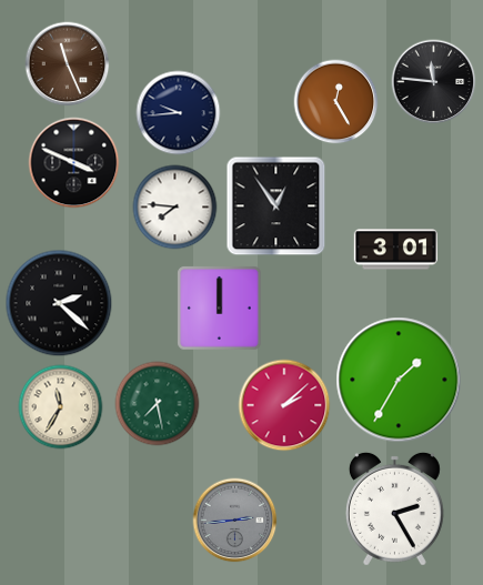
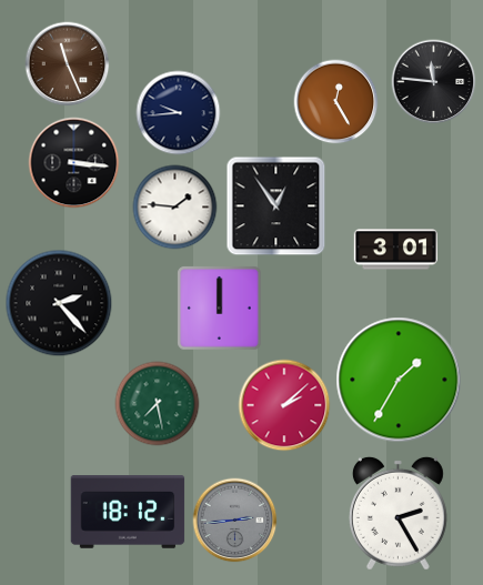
clock at (74, 163): 3:49 -> 3:16
clock at (175, 208): 7:46 -> 1:46
clock at (59, 303): 2:22 -> 2:23
clock at (61, 407): 11:35 -> none
clock at (394, 508) position: (394, 508) -> (398, 513)
clock at (128, 512): none -> 18:12
